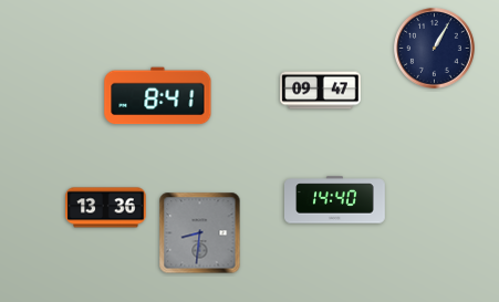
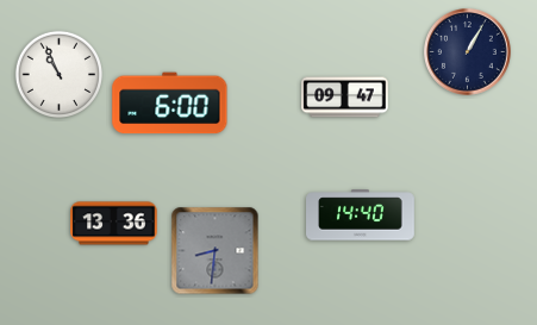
clock at (60, 75): none -> 10:56
clock at (158, 96): 8:41 -> 6:00
